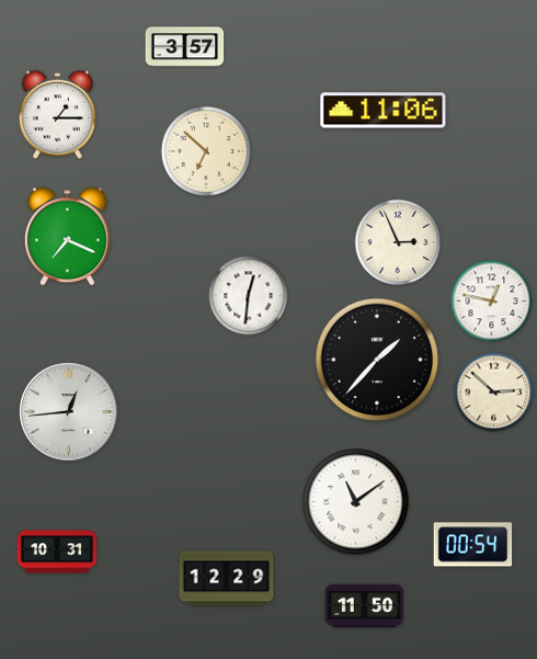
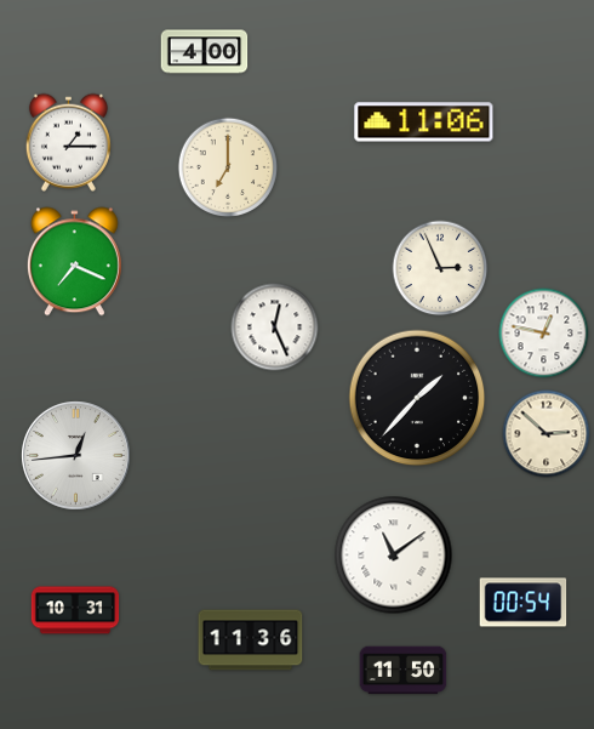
clock at (185, 47): 3:57 -> 4:00
clock at (57, 114) position: (57, 114) -> (68, 142)
clock at (206, 151): 6:52 -> 7:00
clock at (249, 296): 12:31 -> 12:26
clock at (57, 552) position: (57, 552) -> (75, 610)
clock at (227, 579): 12:29 -> 11:36
